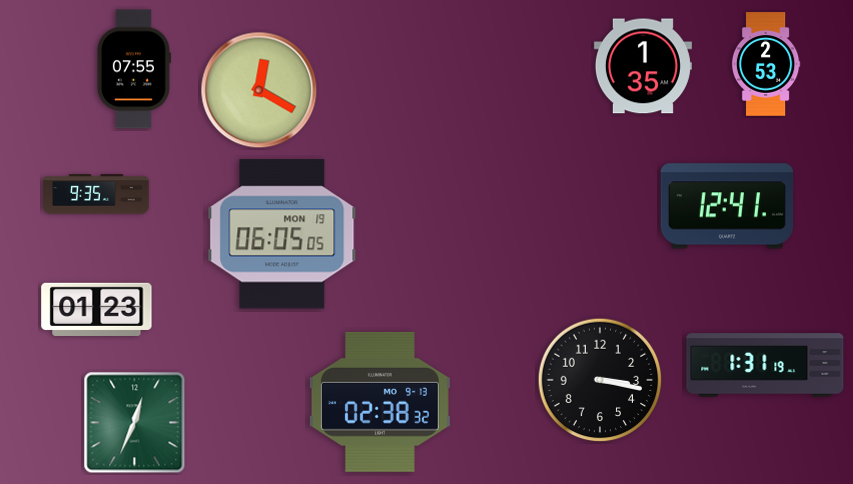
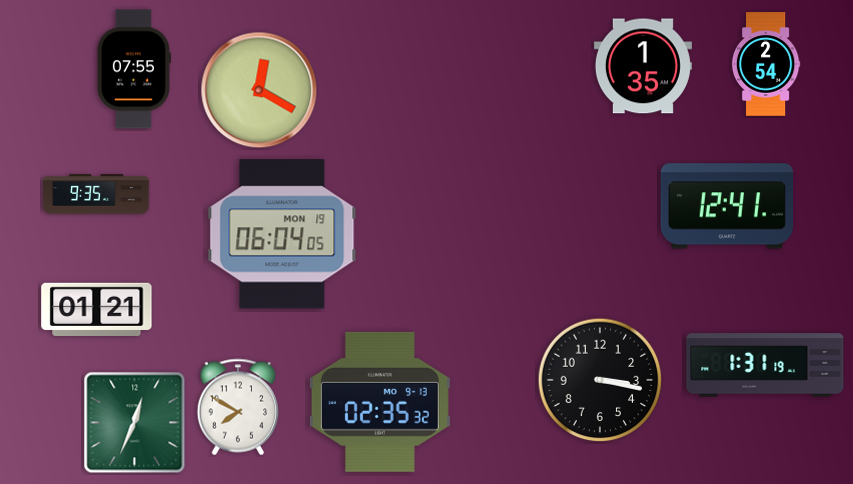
clock at (766, 64): 2:53 -> 2:54
clock at (282, 234): 06:05 -> 06:04
clock at (97, 309): 01:23 -> 01:21
clock at (380, 402): 02:38 -> 02:35
clock at (238, 407): none -> 7:50
